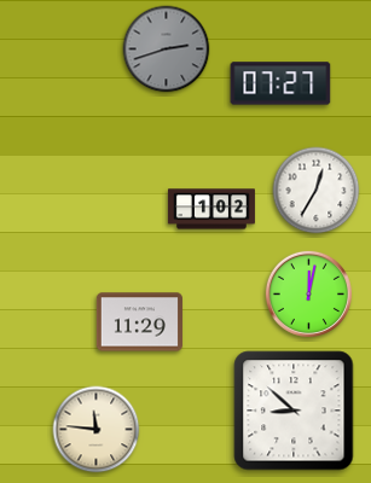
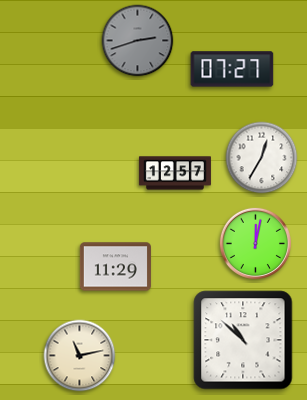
clock at (211, 209): 1:02 -> 12:57
clock at (294, 411): 8:52 -> 10:52
clock at (97, 430): 11:46 -> 11:13
